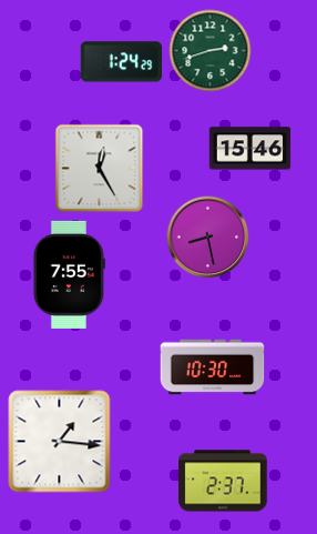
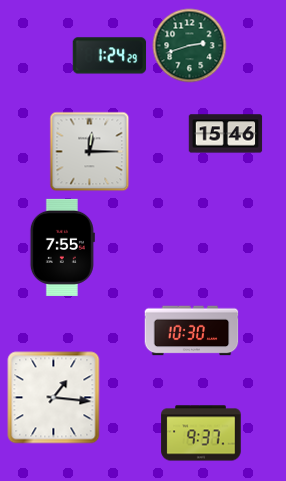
clock at (100, 169): 12:25 -> 12:15
clock at (208, 238): 8:28 -> none
clock at (223, 481): 2:37 -> 9:37
